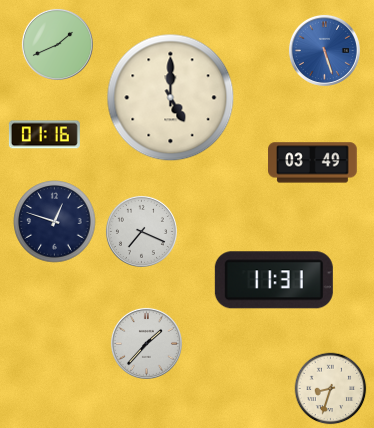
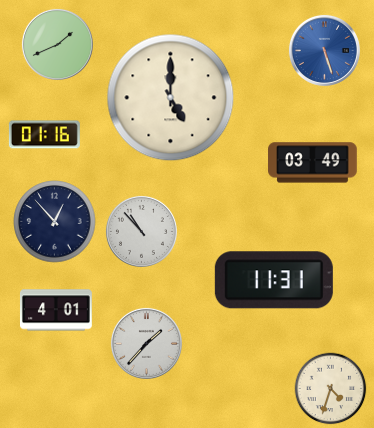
clock at (55, 222): 12:48 -> 12:53
clock at (141, 231): 7:19 -> 10:53
clock at (56, 310): none -> 4:01
clock at (331, 389): 8:33 -> 4:33
